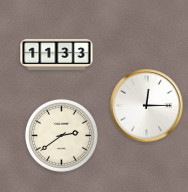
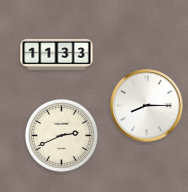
clock at (147, 106): 12:15 -> 8:15
clock at (61, 135): 2:39 -> 2:41
